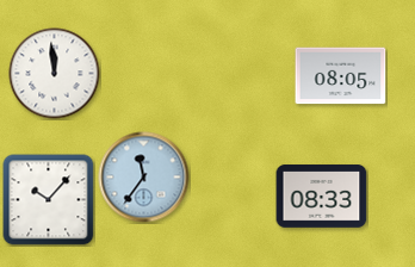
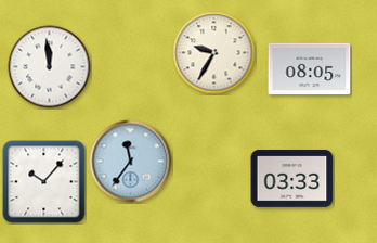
clock at (214, 53): none -> 9:35
clock at (322, 197): 08:33 -> 03:33
